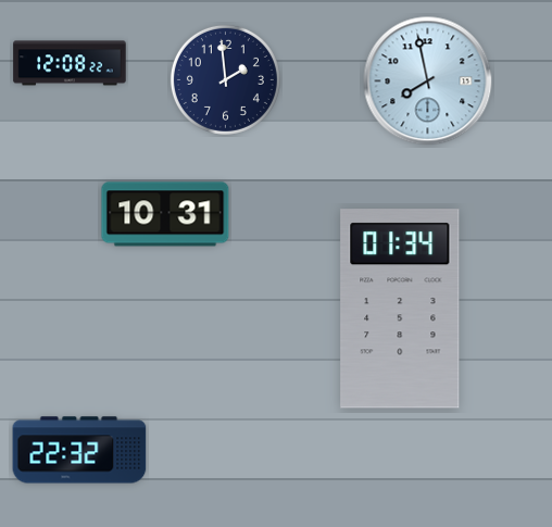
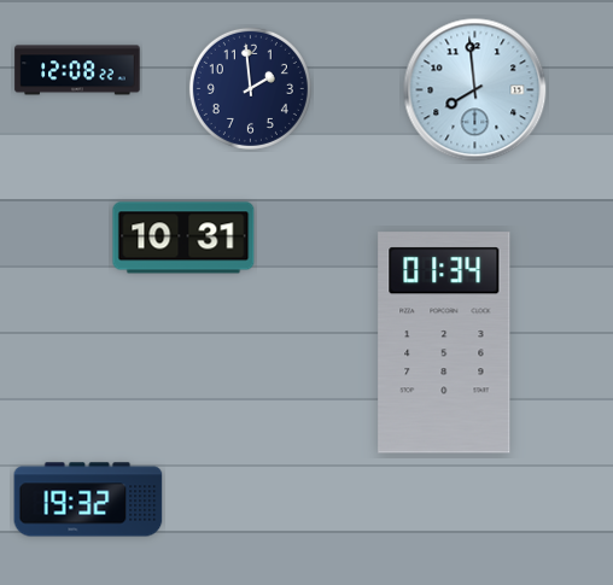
clock at (428, 81): 7:58 -> 7:59
clock at (79, 450): 22:32 -> 19:32
